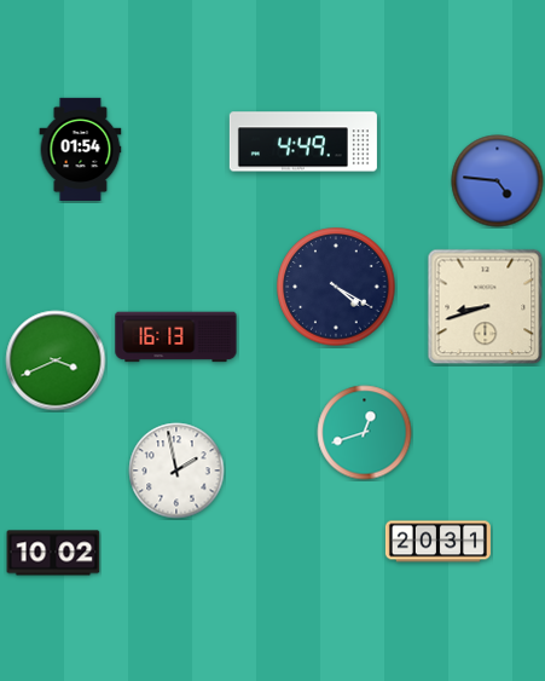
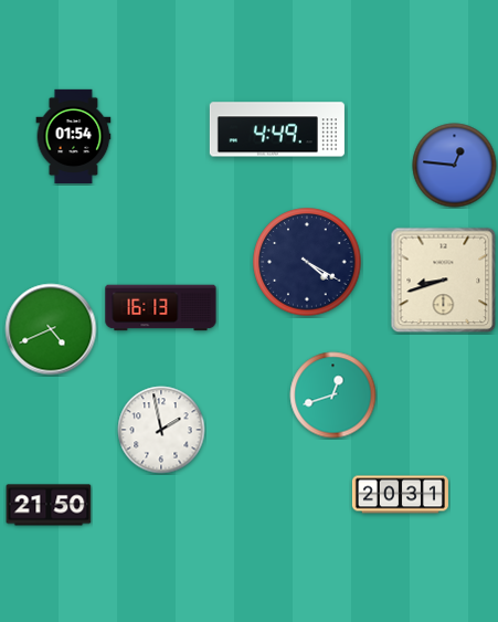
clock at (498, 181): 4:46 -> 12:46
clock at (56, 360): 3:41 -> 4:41
clock at (53, 553): 10:02 -> 21:50
